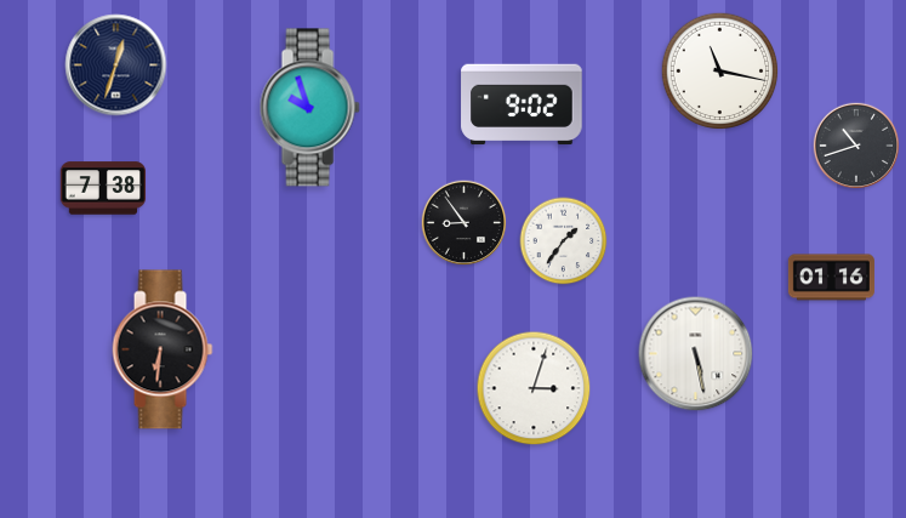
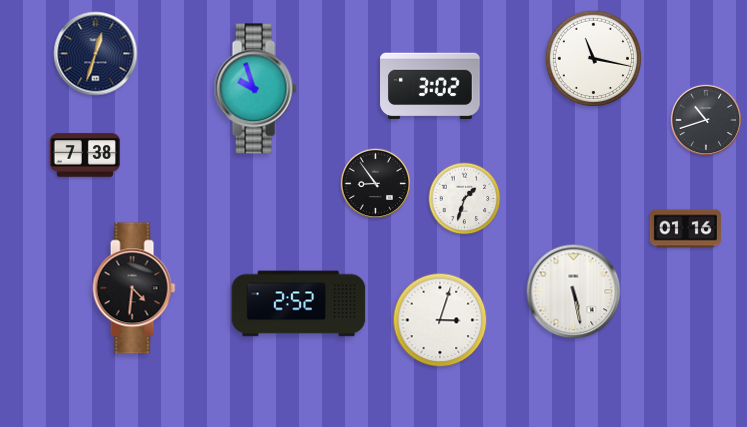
clock at (522, 104): 9:02 -> 3:02
clock at (465, 223) position: (465, 223) -> (376, 184)
clock at (564, 241): 1:36 -> 1:33
clock at (163, 349): 6:31 -> 4:31
clock at (299, 304): none -> 2:52
